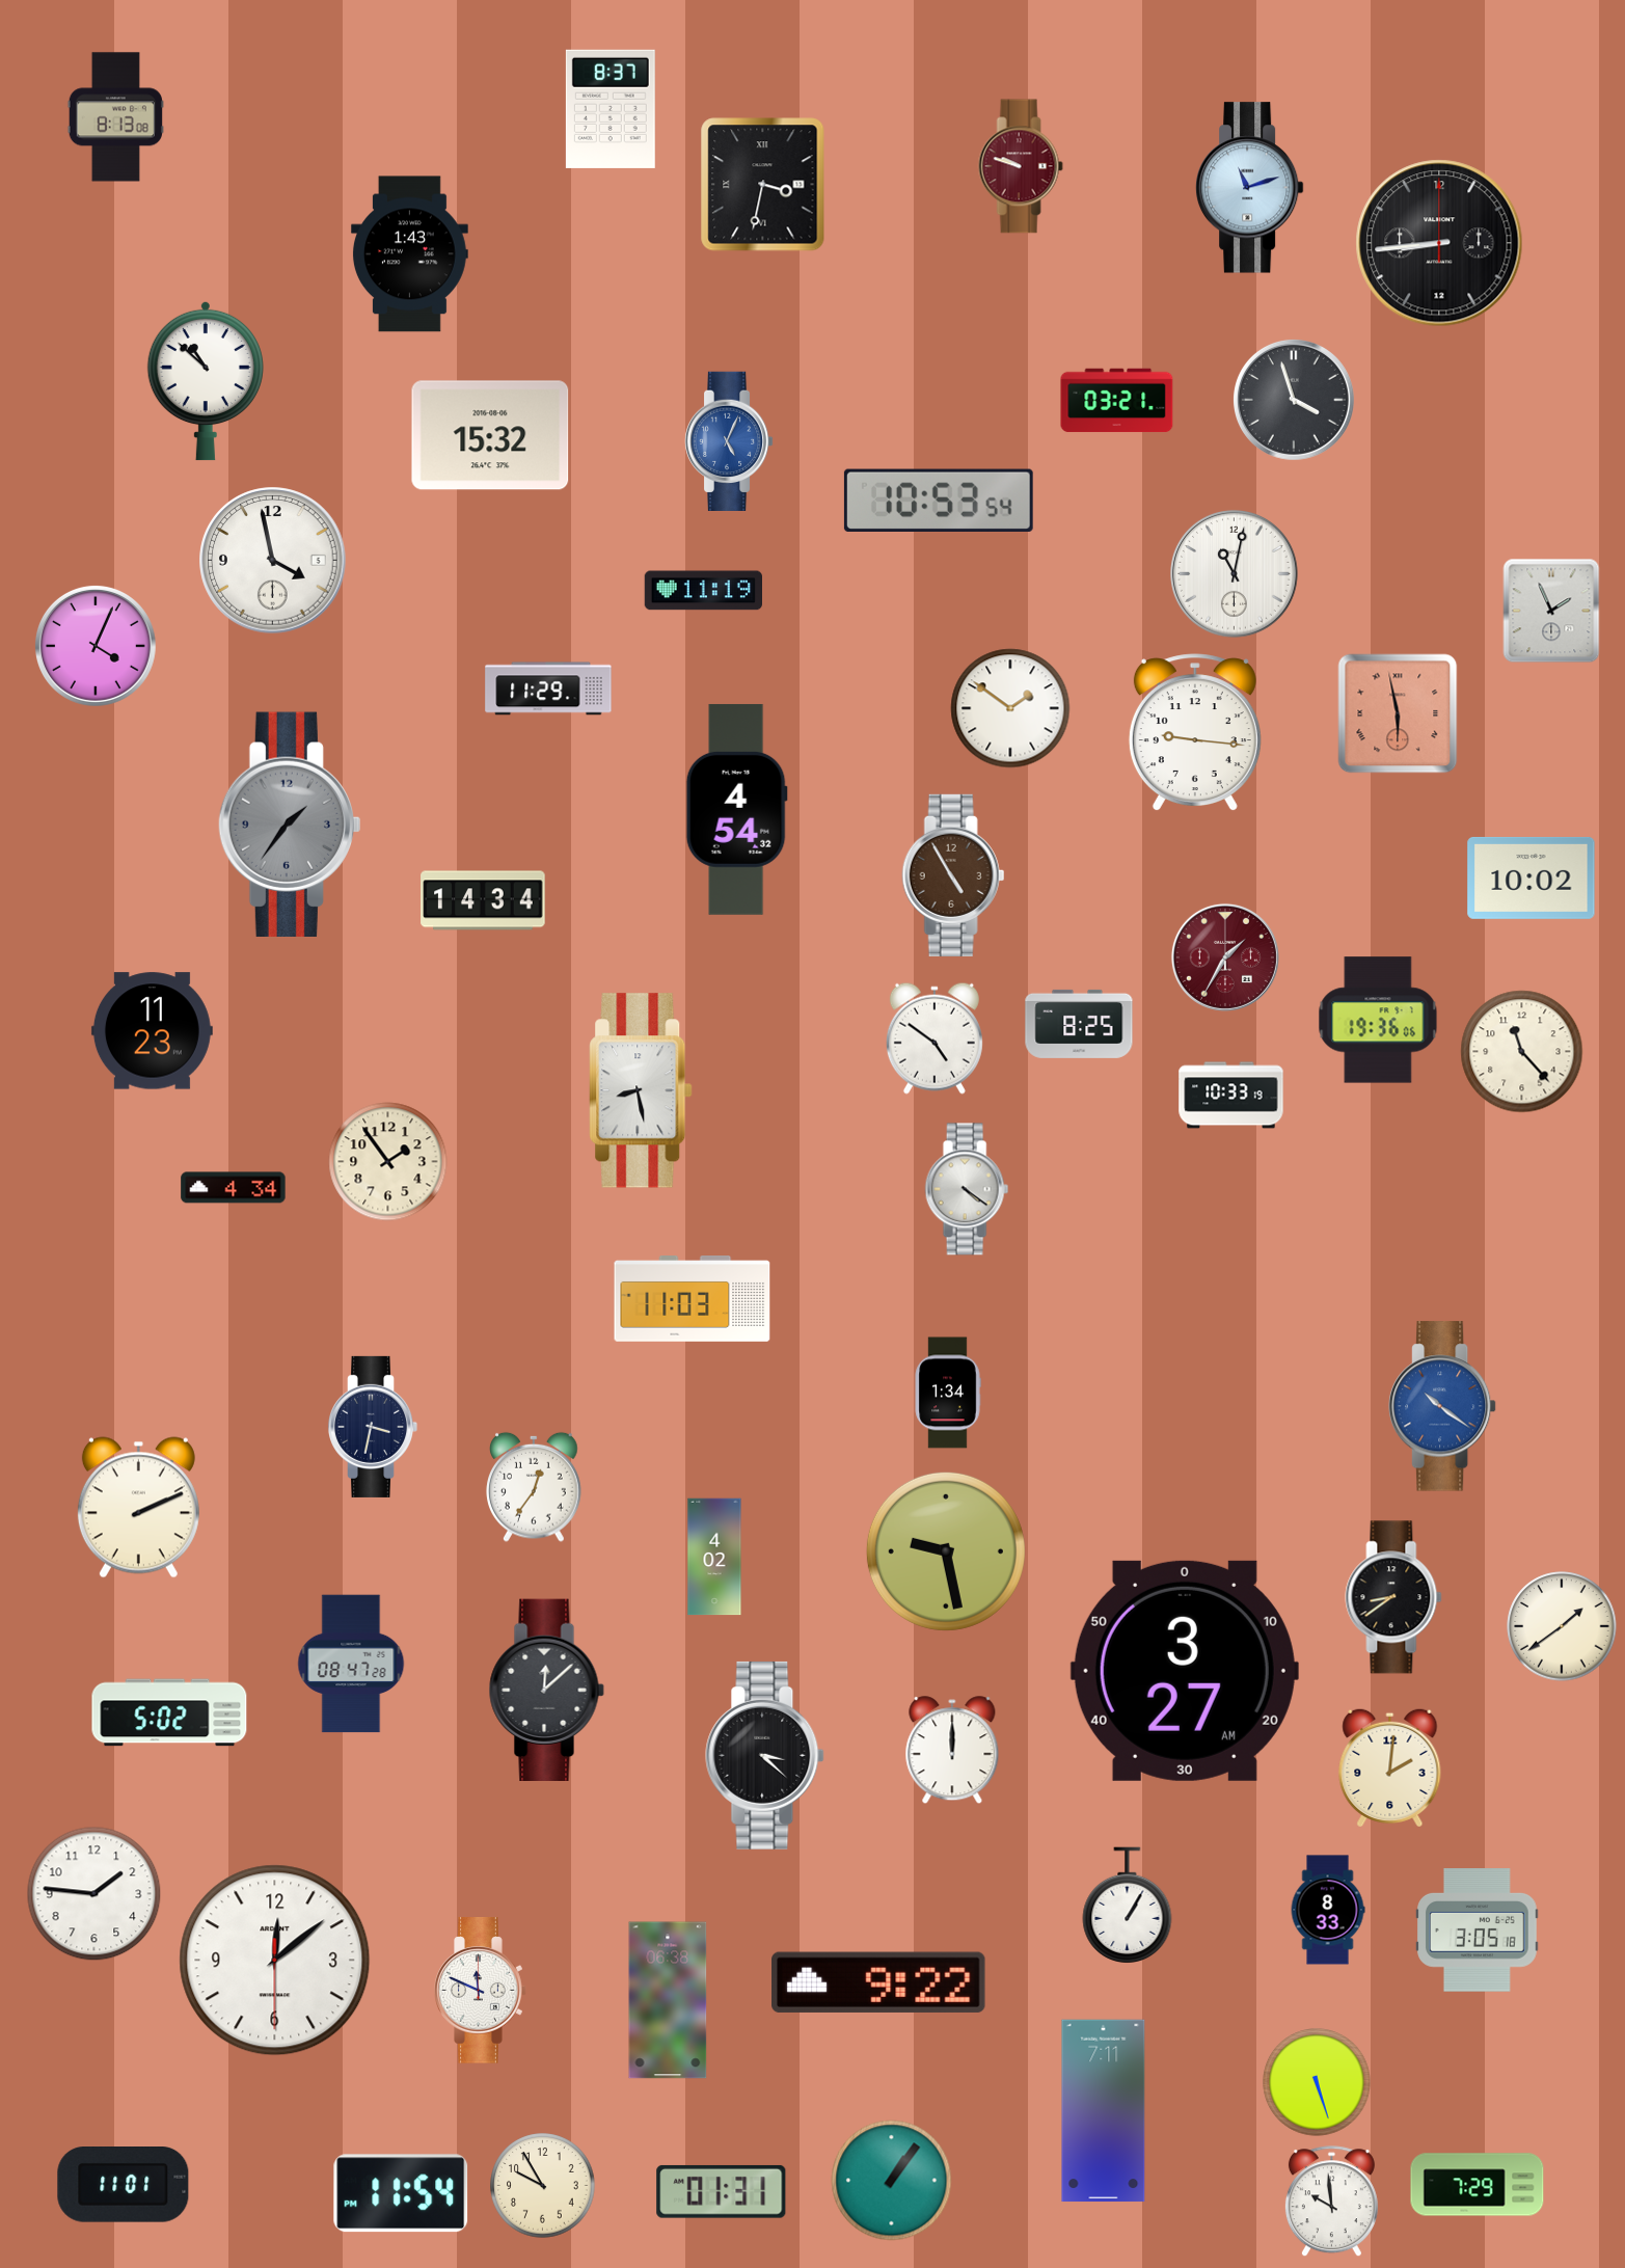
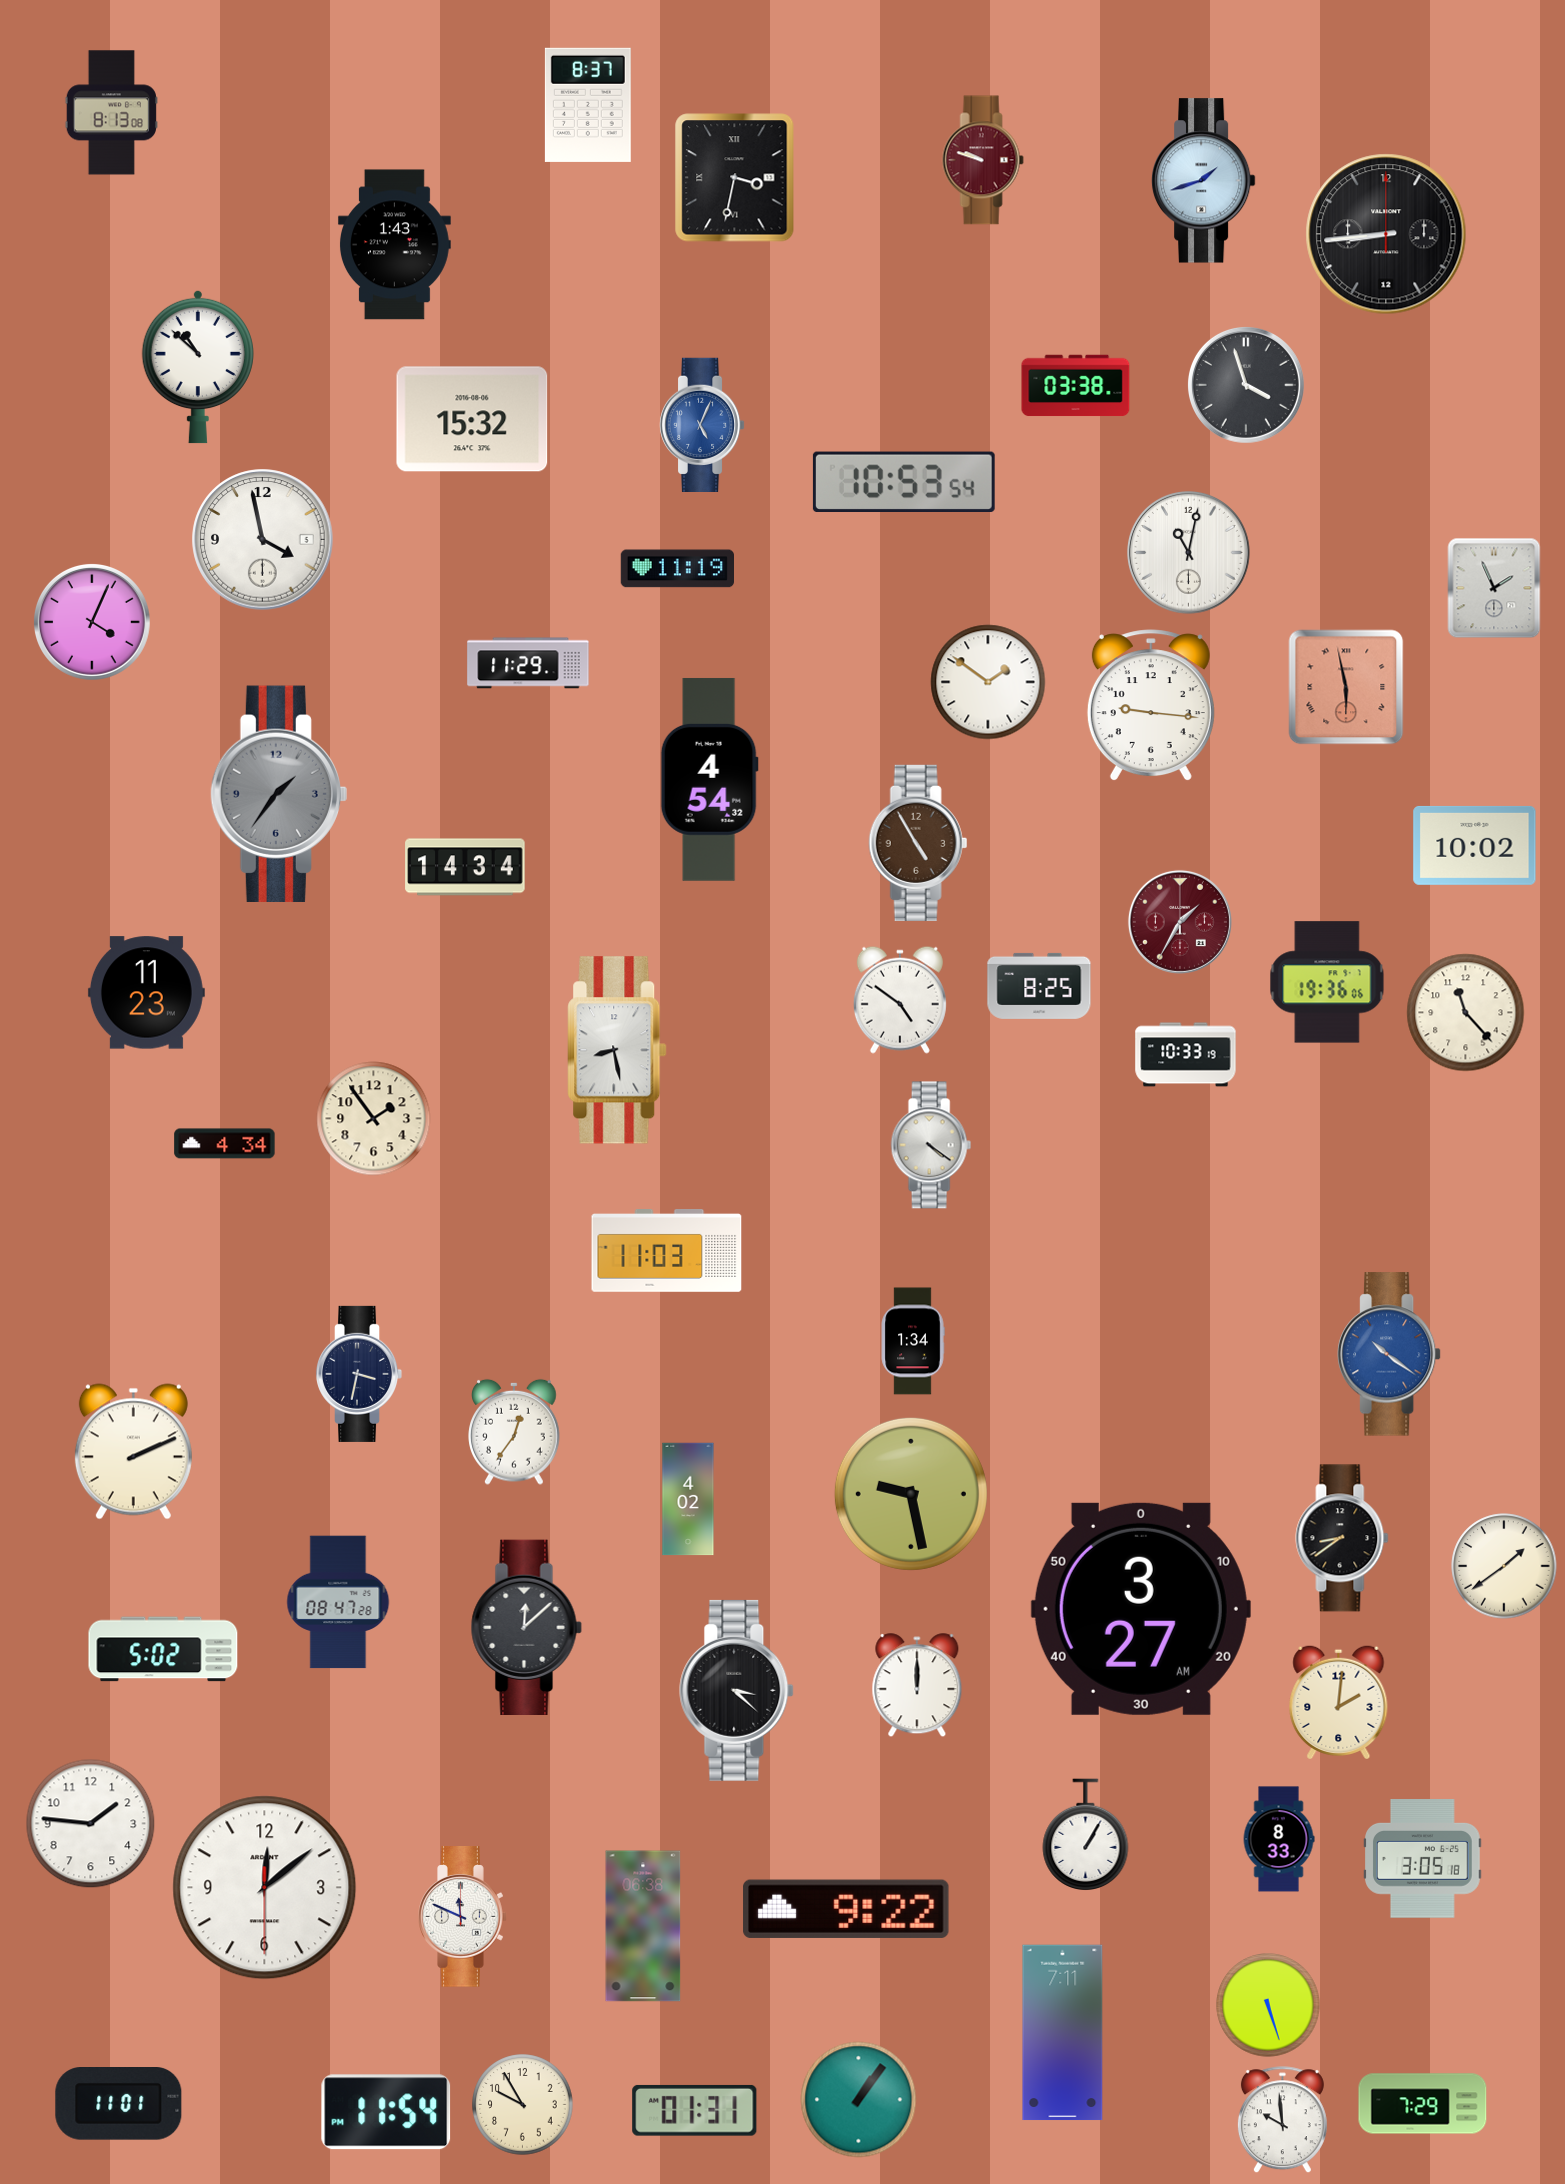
clock at (1249, 188): 11:12 -> 1:42
clock at (1117, 401): 03:21 -> 03:38
clock at (1010, 708) position: (1010, 708) -> (988, 682)
